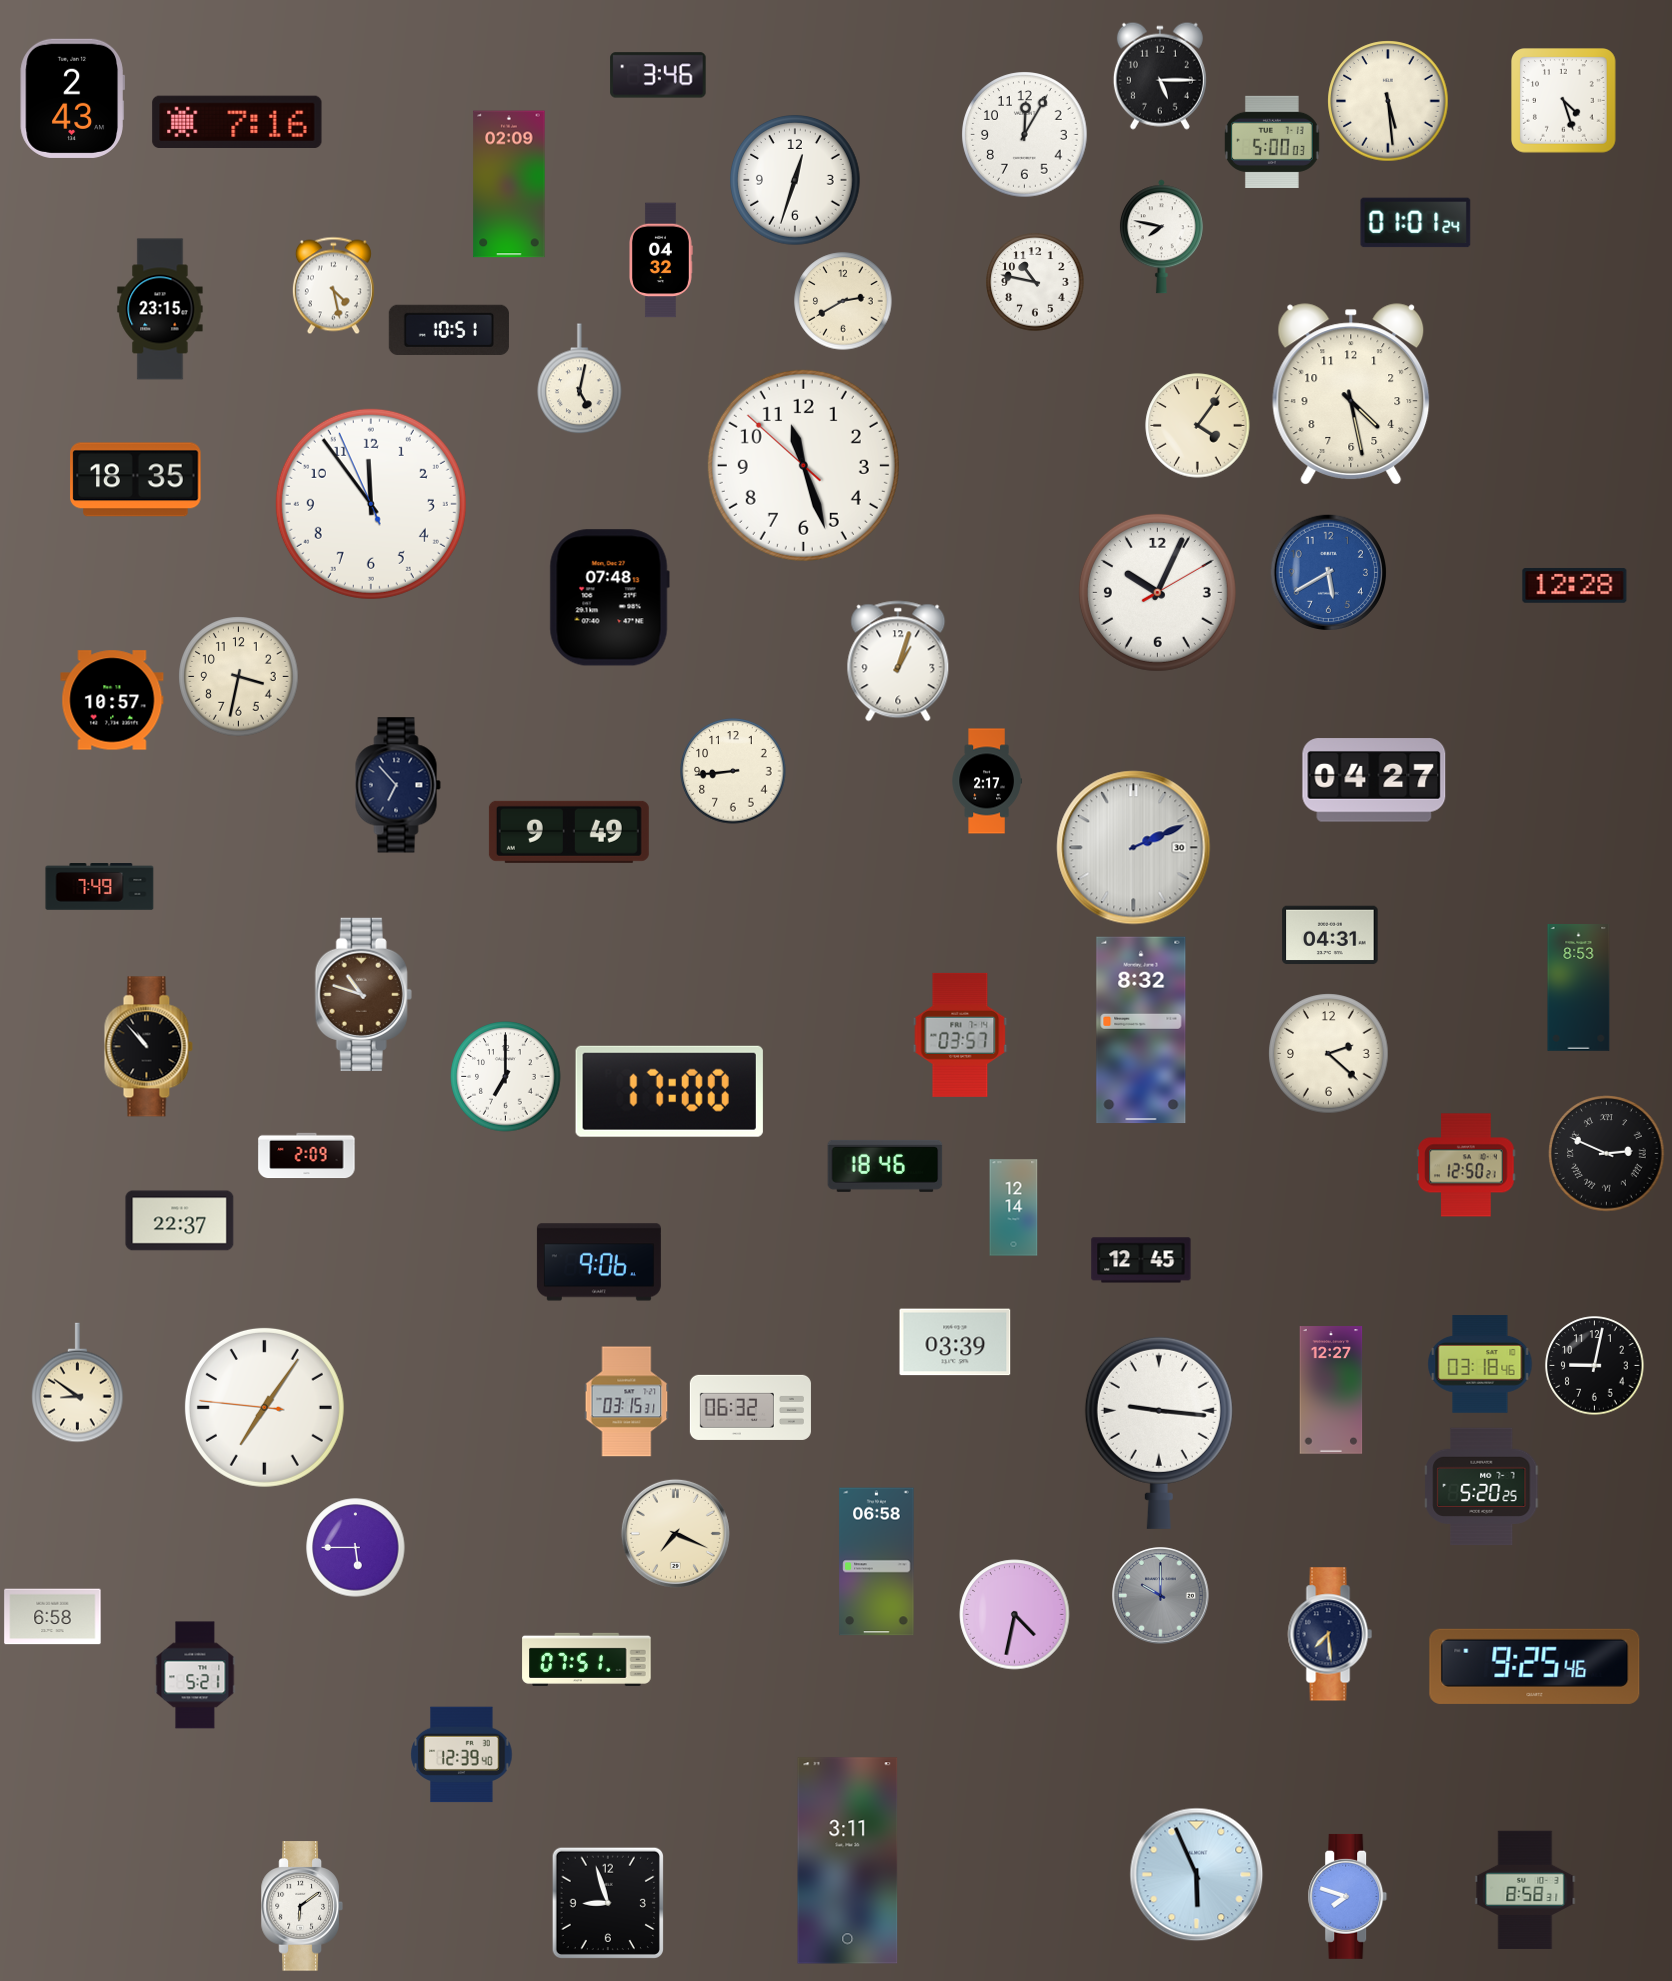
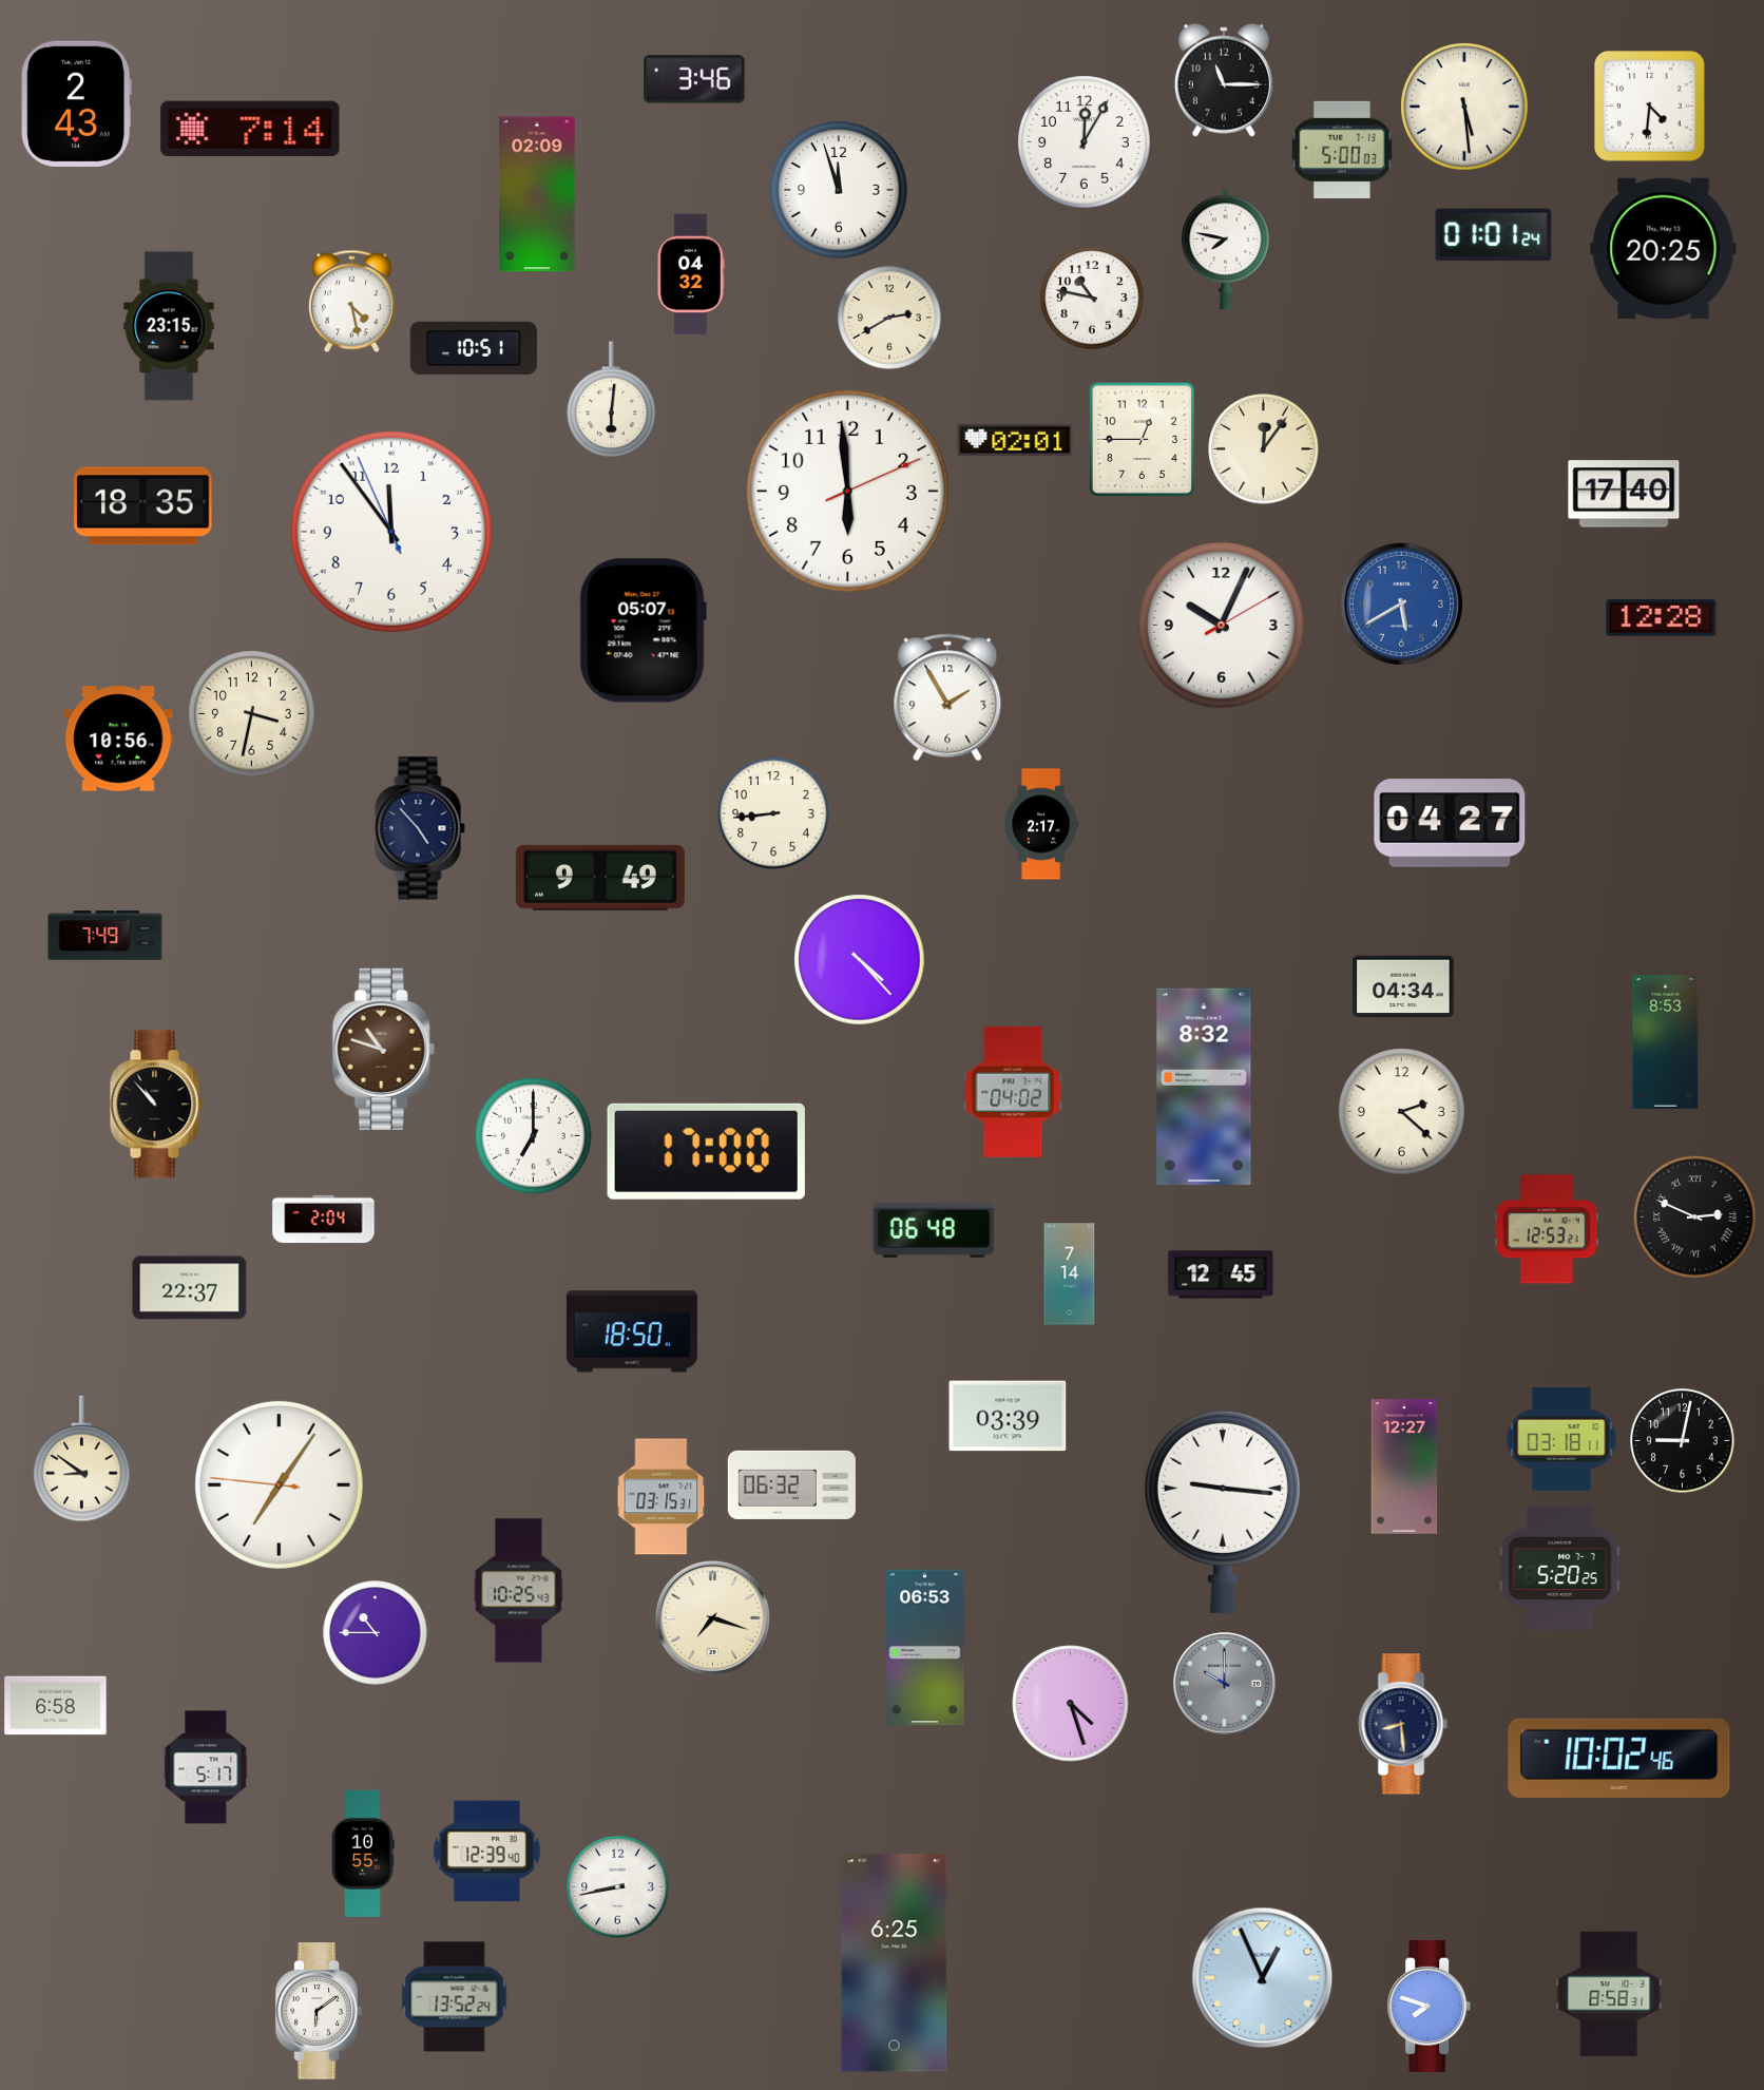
clock at (1160, 76): 5:15 -> 11:15
clock at (1564, 101): 4:27 -> 4:31
clock at (237, 121): 7:16 -> 7:14
clock at (1025, 135) position: (1025, 135) -> (1085, 142)
clock at (795, 180): 12:33 -> 11:57
clock at (1664, 249): none -> 20:25
clock at (661, 260) position: (661, 260) -> (691, 274)
clock at (580, 379): 5:02 -> 6:01
clock at (1351, 394): 4:28 -> none
clock at (1015, 440): none -> 02:01
clock at (1142, 440): none -> 12:45
clock at (1198, 426): 4:06 -> 12:06
clock at (803, 465): 11:26 -> 5:59
clock at (1624, 494): none -> 17:40
clock at (609, 598): 07:48 -> 05:07
clock at (898, 661): 1:03 -> 1:55
clock at (112, 700): 10:57 -> 10:56
clock at (398, 785): 6:53 -> 4:53
clock at (1134, 848): 2:11 -> none
clock at (860, 960): none -> 4:23
clock at (1330, 935): 04:31 -> 04:34
clock at (960, 1035): 03:57 -> 04:02
clock at (307, 1156): 2:09 -> 2:04
clock at (1466, 1165): 12:50 -> 12:53
clock at (885, 1166): 18:46 -> 06:48
clock at (1014, 1208): 12:14 -> 7:14
clock at (1141, 1260) position: (1141, 1260) -> (1221, 1274)
clock at (599, 1262): 9:06 -> 18:50
clock at (1480, 1364): 03:18:46 -> 03:18:11
clock at (627, 1402) position: (627, 1402) -> (661, 1497)
clock at (1482, 1487) position: (1482, 1487) -> (1560, 1569)
clock at (519, 1591): none -> 10:25
clock at (675, 1533): 7:19 -> 7:18
clock at (356, 1548): 5:45 -> 10:45
clock at (877, 1562): 06:58 -> 06:53
clock at (1015, 1615): 4:32 -> 4:27
clock at (1330, 1634): 7:29 -> 8:29
clock at (587, 1659): 07:51 -> none
clock at (1535, 1666): 9:25 -> 10:02
clock at (195, 1675): 5:21 -> 5:17
clock at (363, 1854): none -> 10:55
clock at (618, 1887): none -> 8:43
clock at (848, 1861): 3:11 -> 6:25
clock at (1197, 1875): 5:56 -> 12:56
clock at (455, 1997): none -> 13:52
clock at (1348, 1896) position: (1348, 1896) -> (1430, 2006)
clock at (607, 1902): 8:57 -> none
